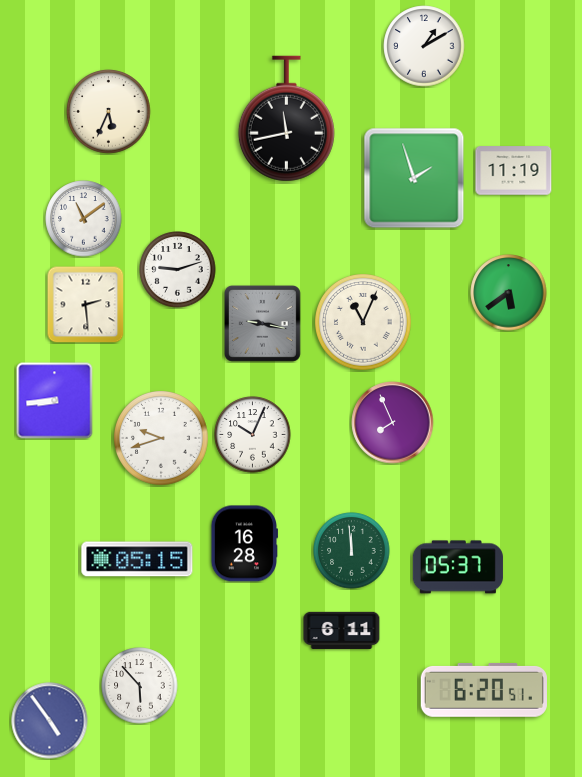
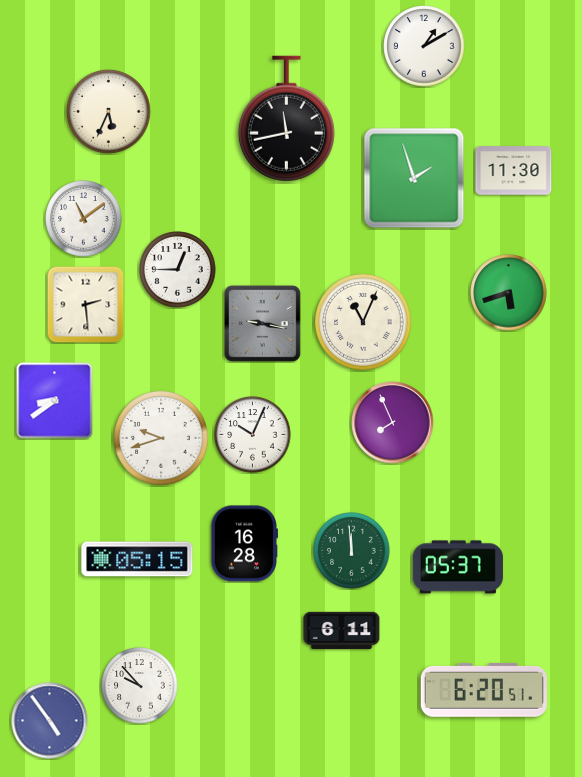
clock at (514, 171): 11:19 -> 11:30
clock at (178, 270): 9:12 -> 12:45
clock at (509, 293): 5:39 -> 5:42
clock at (55, 401): 8:44 -> 8:39
clock at (140, 686): 5:53 -> 9:53
